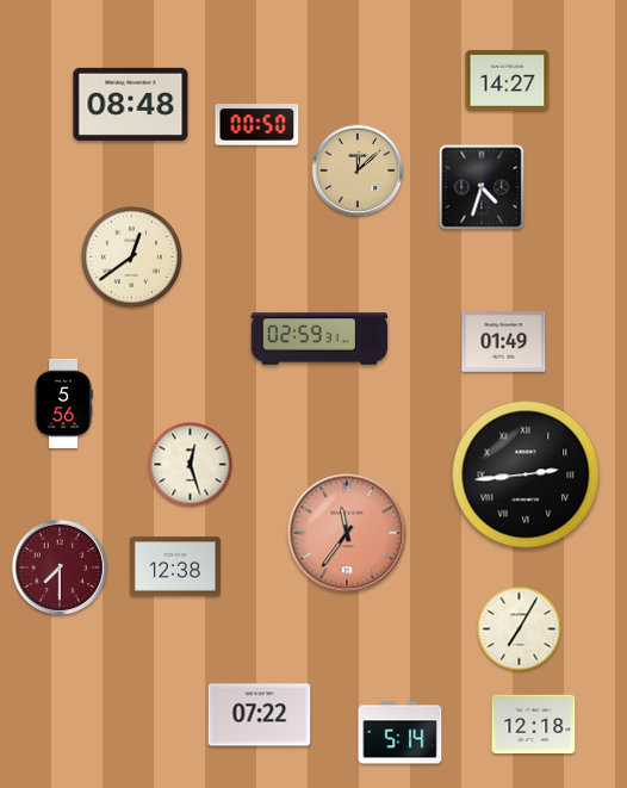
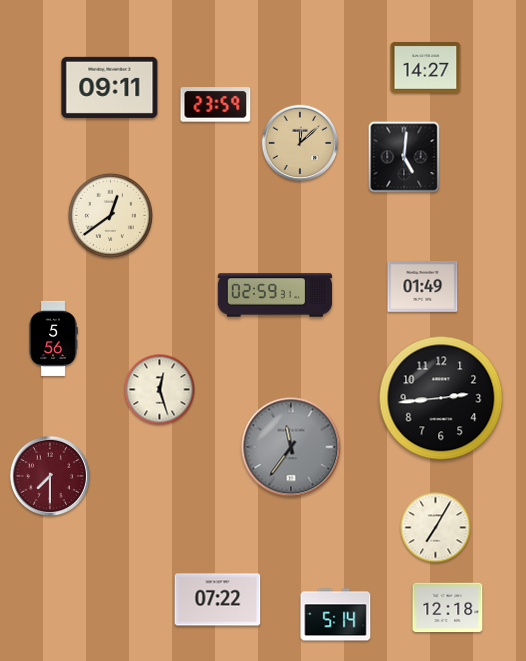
clock at (131, 104): 08:48 -> 09:11
clock at (257, 125): 00:50 -> 23:59
clock at (482, 187): 4:33 -> 5:01
clock at (319, 339) position: (319, 339) -> (275, 295)
clock at (526, 474) numerals: Roman -> Arabic
clock at (347, 533) dial: salmon -> grey
clock at (175, 566): 12:38 -> none
